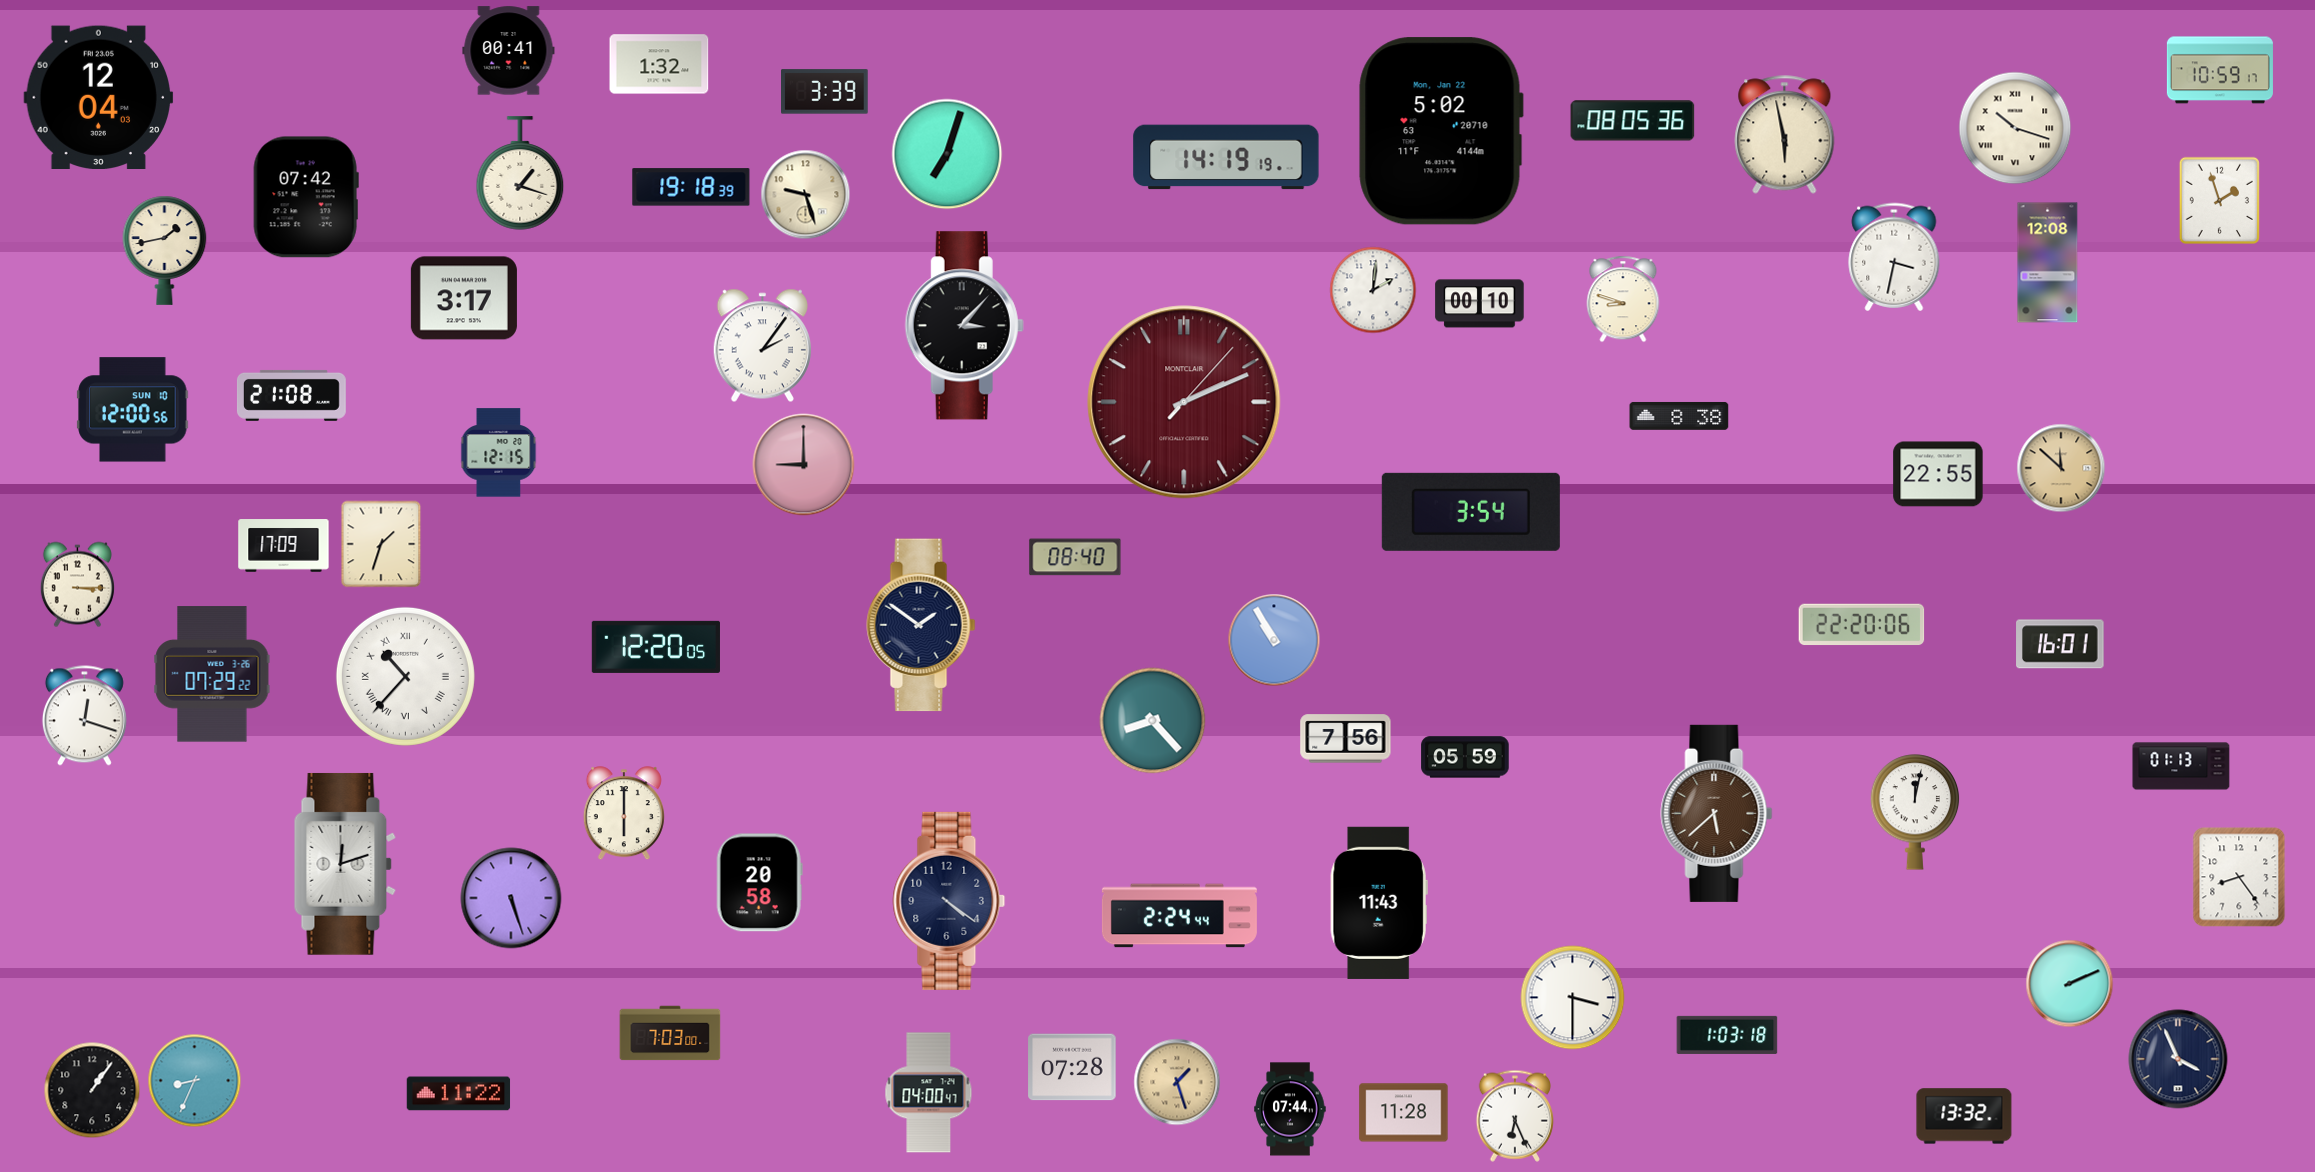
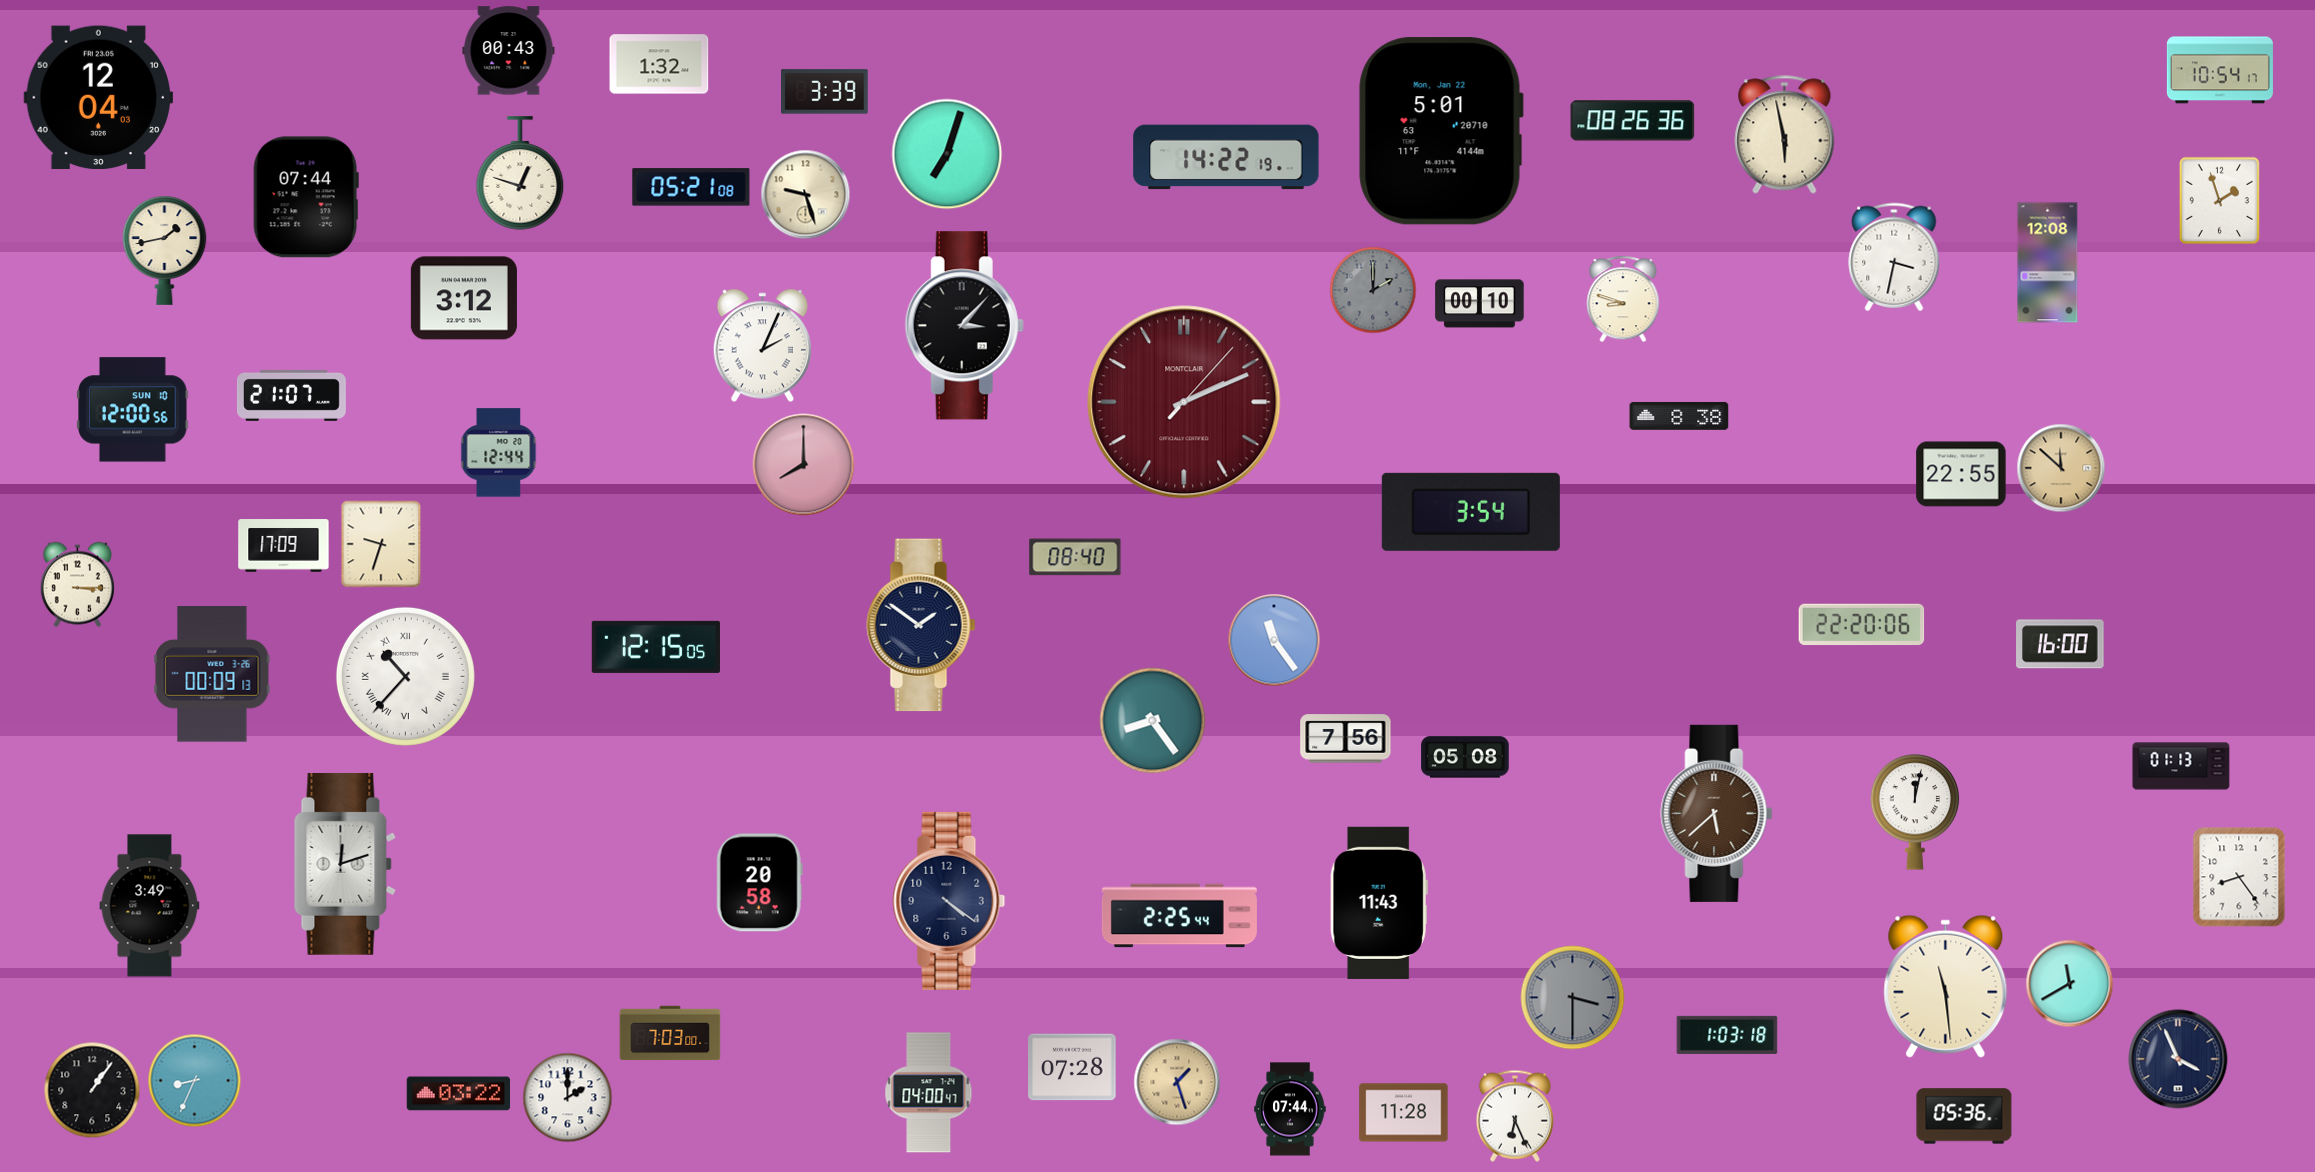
clock at (509, 51): 00:41 -> 00:43
clock at (2220, 70): 10:59 -> 10:54
clock at (1633, 121): 08:05 -> 08:26
clock at (2015, 128): 10:18 -> none
clock at (1441, 131): 5:02 -> 5:01
clock at (1226, 157): 14:19 -> 14:22
clock at (520, 173): 1:18 -> 12:48
clock at (691, 187): 19:18 -> 05:21
clock at (306, 197): 07:42 -> 07:44
clock at (1373, 290): 2:01 -> 2:00
clock at (1373, 290) dial: white -> grey
clock at (464, 298): 3:17 -> 3:12
clock at (762, 346): 2:06 -> 2:04
clock at (291, 395): 21:08 -> 21:07
clock at (499, 453): 12:15 -> 12:44
clock at (804, 465): 9:00 -> 8:00
clock at (1938, 474) position: (1938, 474) -> (1961, 474)
clock at (381, 544): 1:33 -> 9:33
clock at (1274, 640): 10:55 -> 11:24
clock at (2060, 644): 16:01 -> 16:00
clock at (655, 647): 12:20 -> 12:15
clock at (212, 674): 07:29 -> 00:09
clock at (84, 716): 12:18 -> none
clock at (1153, 721): 8:23 -> 8:24
clock at (1465, 757): 05:59 -> 05:08
clock at (624, 814): 6:00 -> none
clock at (511, 898): 5:27 -> none
clock at (150, 906): none -> 3:49
clock at (1179, 916): 2:24 -> 2:25
clock at (2070, 984): 2:11 -> 11:40
clock at (1946, 986): none -> 11:29
clock at (1573, 998) dial: white -> grey
clock at (459, 1094): 11:22 -> 03:22
clock at (568, 1098): none -> 2:00
clock at (1964, 1116): 13:32 -> 05:36
